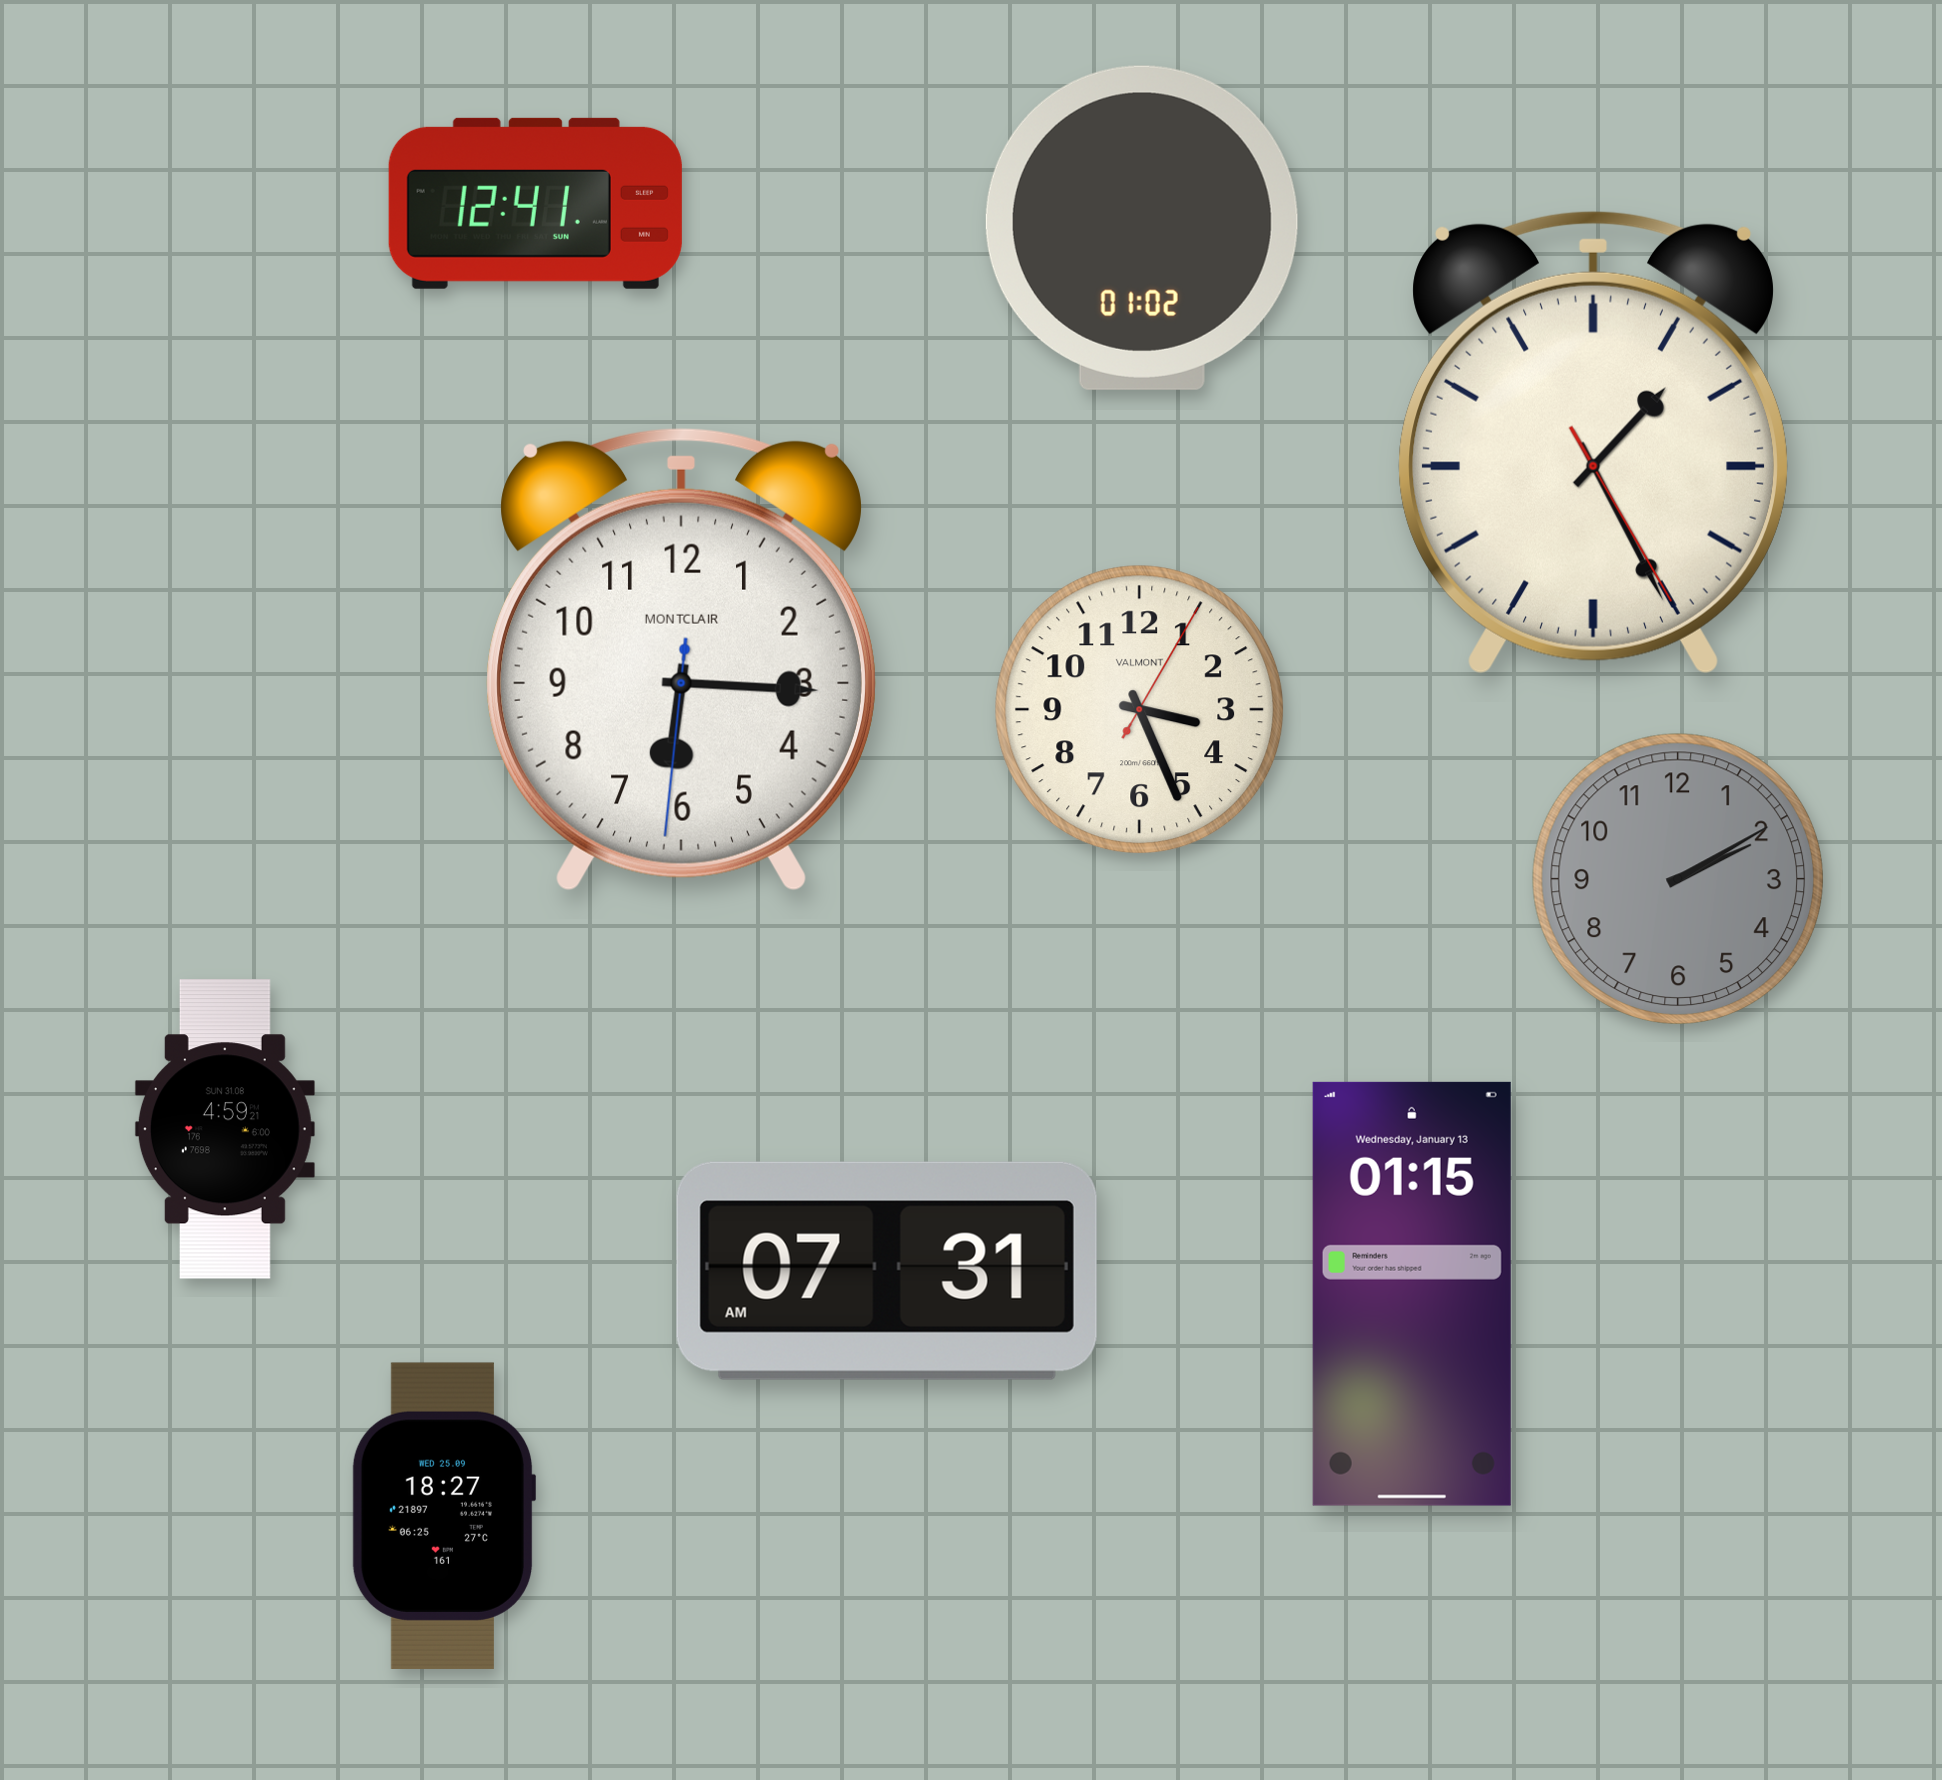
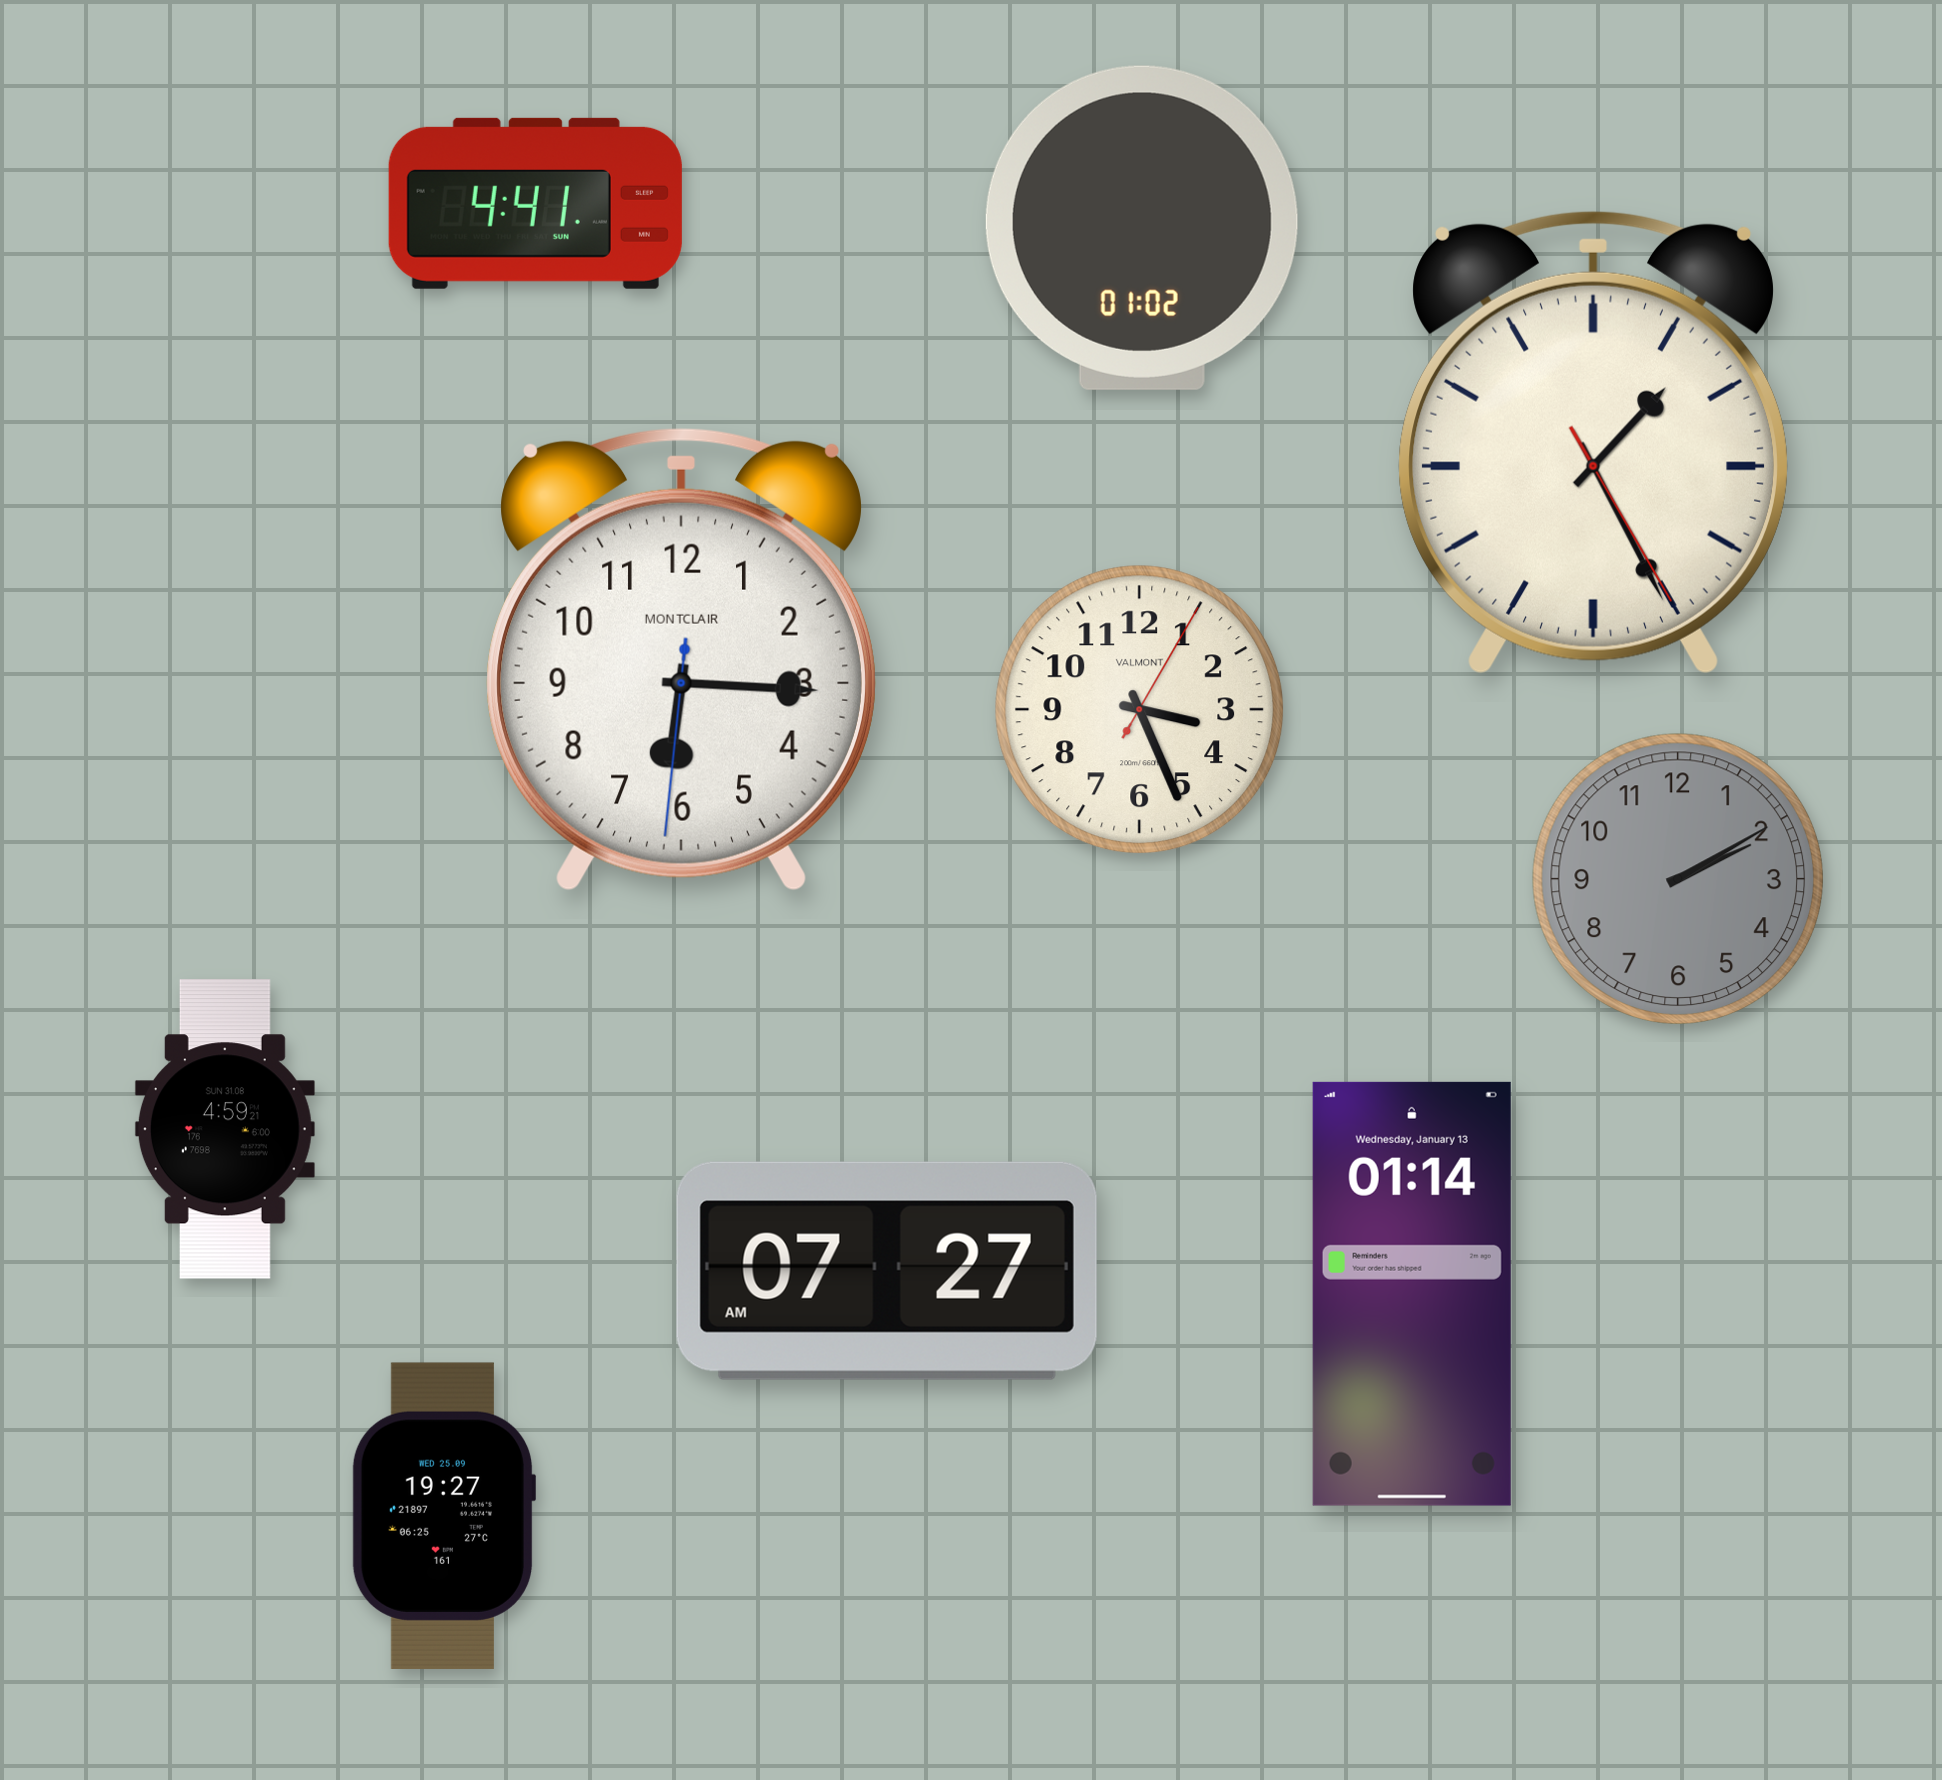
clock at (535, 203): 12:41 -> 4:41
clock at (887, 1271): 07:31 -> 07:27
clock at (1412, 1294): 01:15 -> 01:14
clock at (443, 1516): 18:27 -> 19:27
